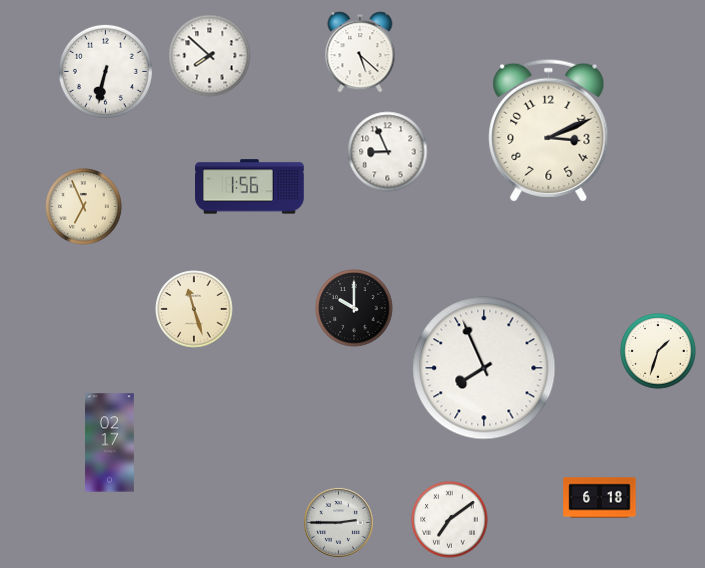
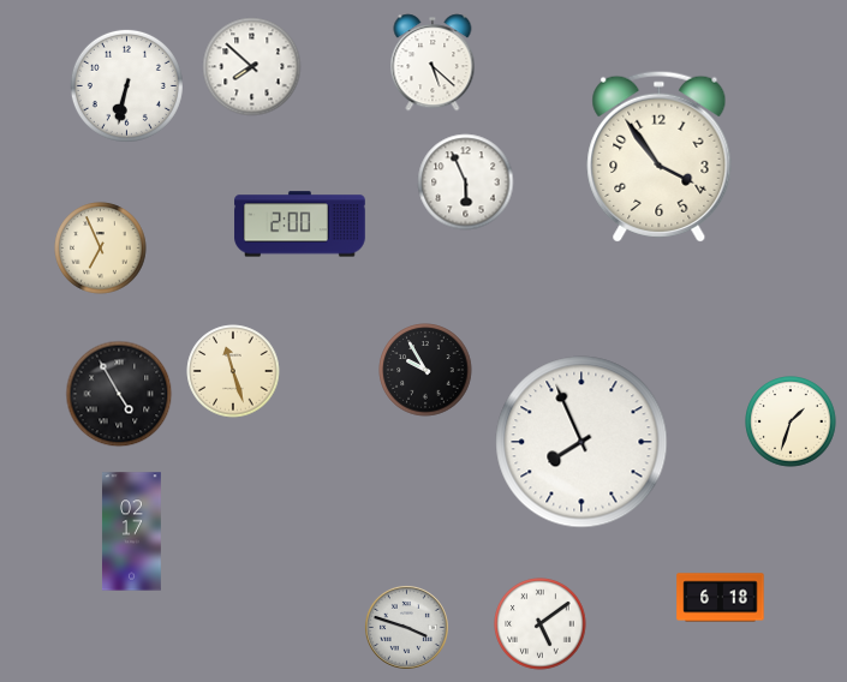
clock at (549, 130): 3:11 -> 3:54
clock at (388, 152): 8:56 -> 5:56
clock at (250, 187): 1:56 -> 2:00
clock at (354, 308): 10:00 -> 9:55
clock at (119, 394): none -> 4:55
clock at (450, 520): 7:09 -> 5:09
clock at (338, 522): 2:45 -> 3:48
